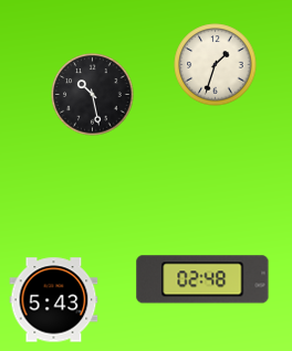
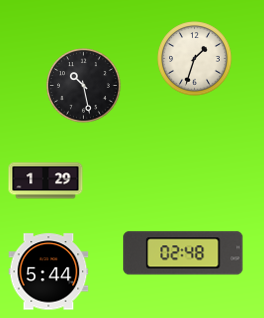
clock at (46, 181): none -> 1:29
clock at (54, 300): 5:43 -> 5:44
